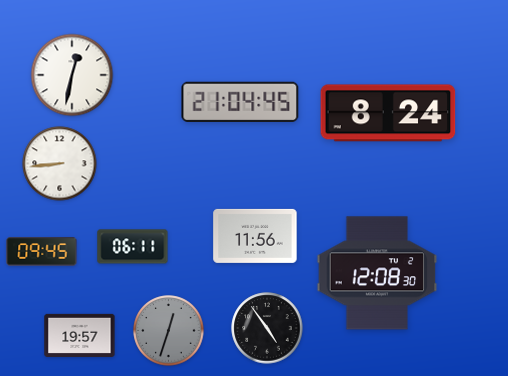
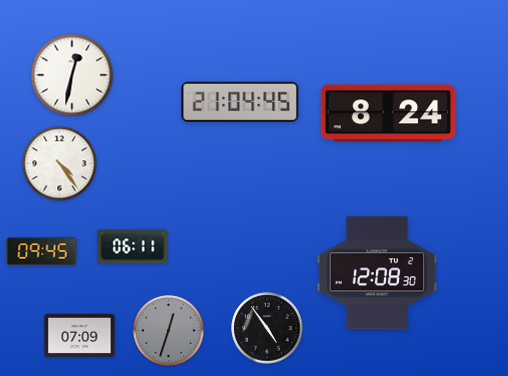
clock at (60, 164): 8:44 -> 4:24
clock at (255, 236): 11:56 -> none
clock at (80, 335): 19:57 -> 07:09
